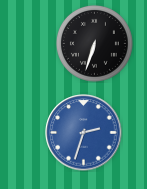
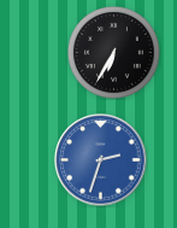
clock at (94, 43): 6:33 -> 6:35
